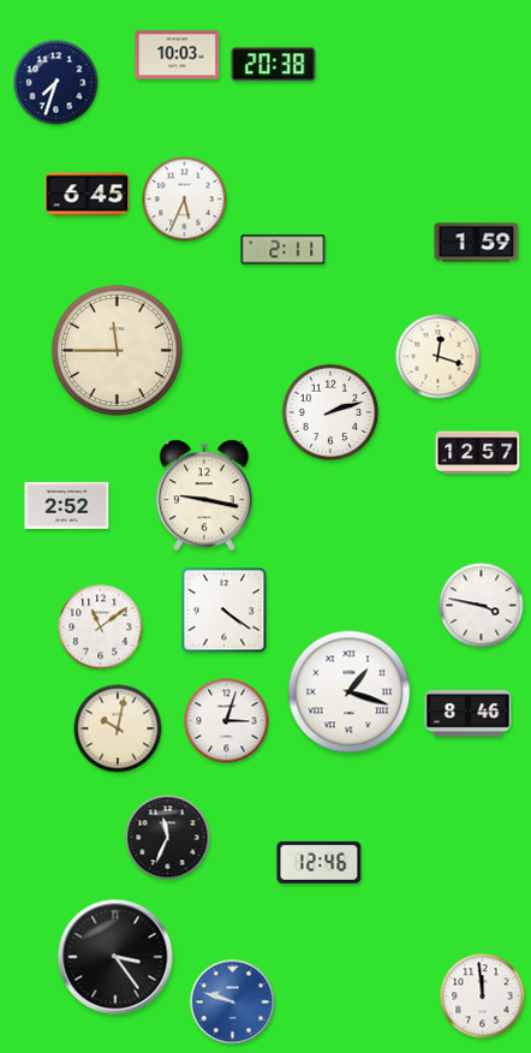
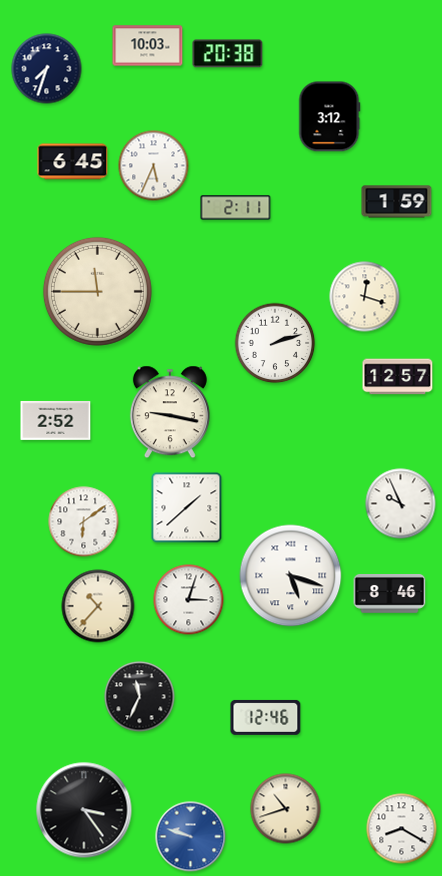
clock at (330, 117): none -> 3:12
clock at (482, 606): 3:47 -> 9:56
clock at (225, 611): 4:21 -> 1:38
clock at (101, 627): 11:09 -> 6:09
clock at (350, 692): 1:18 -> 5:18
clock at (118, 728): 10:02 -> 10:37
clock at (115, 957) position: (115, 957) -> (84, 810)
clock at (286, 809): none -> 10:42
clock at (483, 997): 11:59 -> 8:20
clock at (233, 1003) position: (233, 1003) -> (191, 837)
